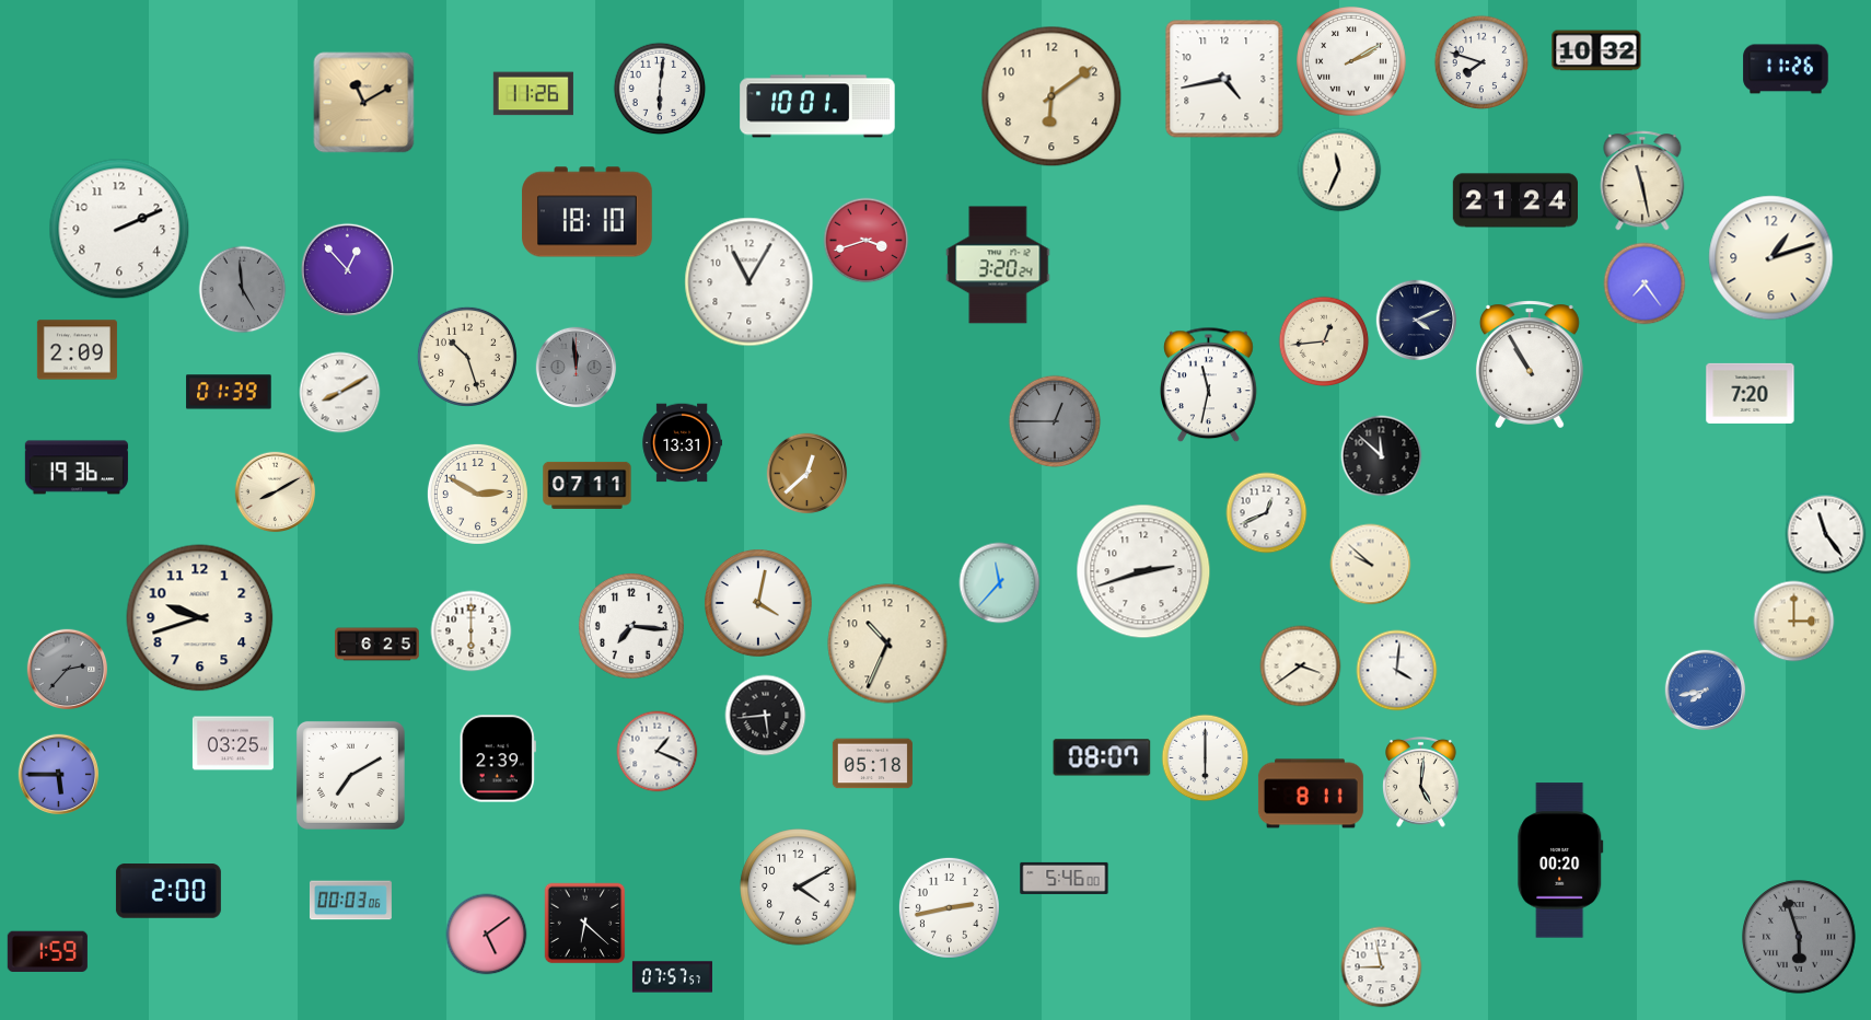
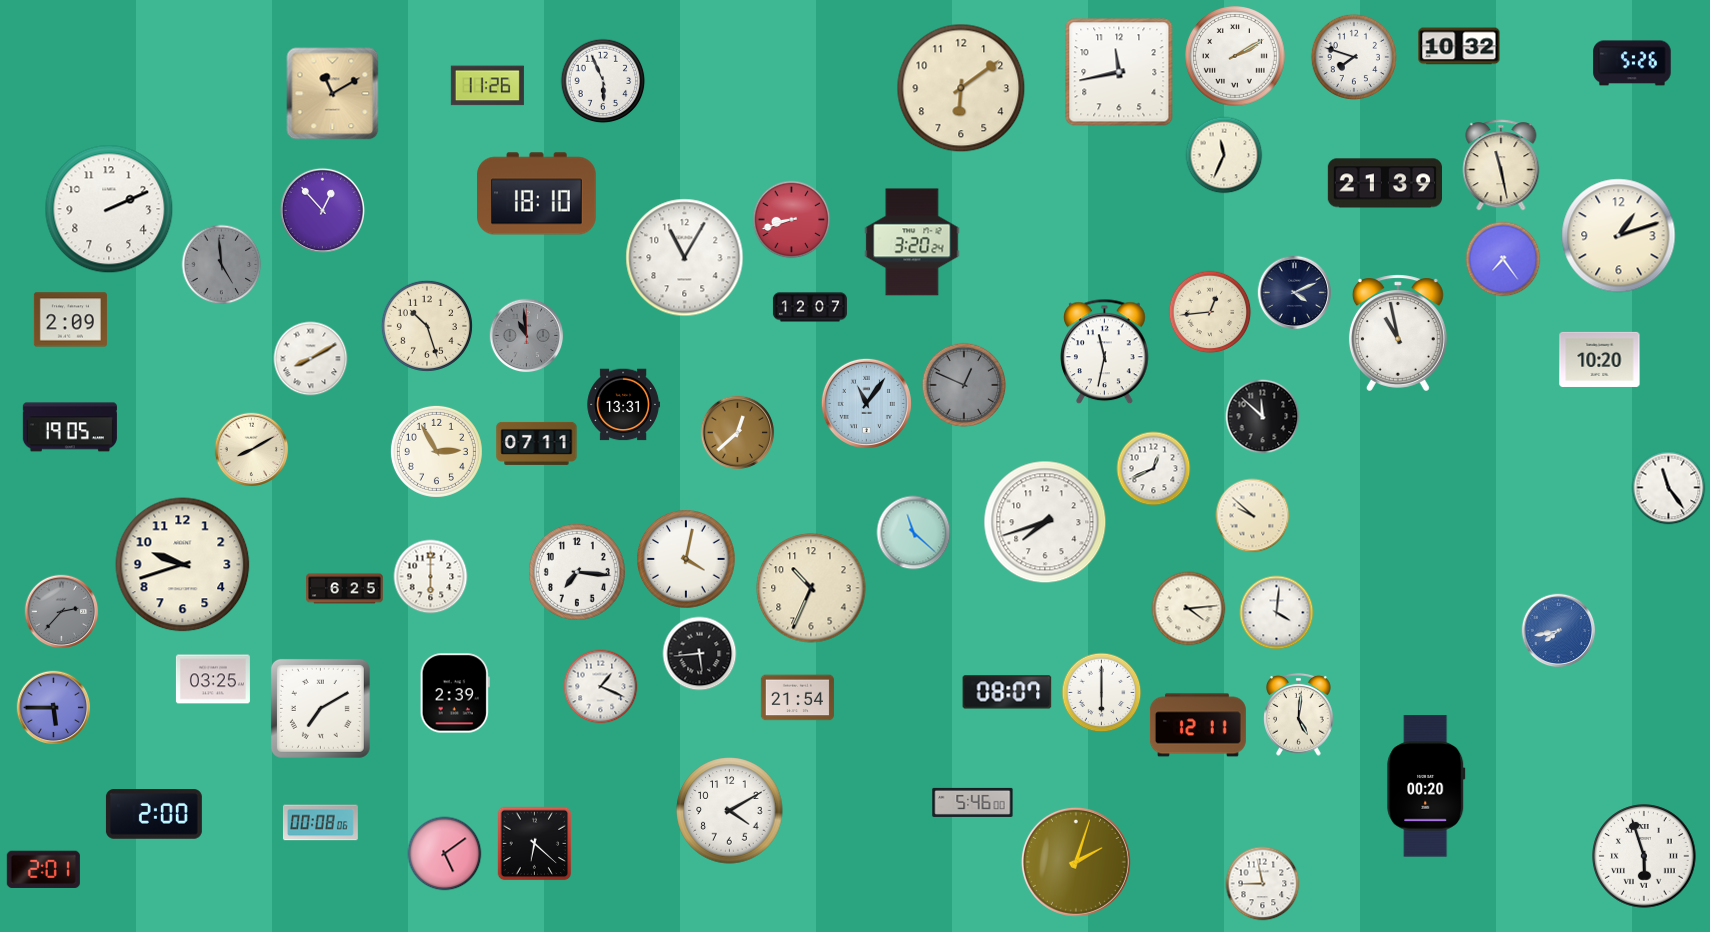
clock at (1786, 69): 11:26 -> 5:26
clock at (1224, 79): 4:43 -> 11:43
clock at (660, 89): 6:01 -> 5:56
clock at (817, 106): 10:01 -> none
clock at (1514, 200): 21:24 -> 21:39
clock at (867, 241): 3:42 -> 8:42
clock at (347, 269) position: (347, 269) -> (322, 210)
clock at (810, 307): none -> 12:07
clock at (1530, 364): 10:55 -> 10:58
clock at (577, 368): 11:59 -> 10:59
clock at (229, 392): 01:39 -> none
clock at (1751, 393): 7:20 -> 10:20
clock at (1055, 421): 12:45 -> 12:49
clock at (866, 403): none -> 11:06
clock at (77, 467): 19:36 -> 19:05
clock at (477, 494): 2:50 -> 2:55
clock at (1267, 513) position: (1267, 513) -> (1154, 469)
clock at (1143, 571): 2:42 -> 7:42
clock at (1000, 583): 11:37 -> 11:22
clock at (759, 604) position: (759, 604) -> (687, 560)
clock at (1794, 622): 3:00 -> none
clock at (1301, 667): 3:39 -> 4:14
clock at (872, 764): 05:18 -> 21:54
clock at (1311, 793): 8:11 -> 12:11
clock at (350, 901): 00:03 -> 00:08
clock at (949, 907): 2:43 -> none
clock at (1799, 937) dial: grey -> white
clock at (1076, 862): none -> 2:03
clock at (47, 951): 1:59 -> 2:01
clock at (672, 977): 07:57 -> none
